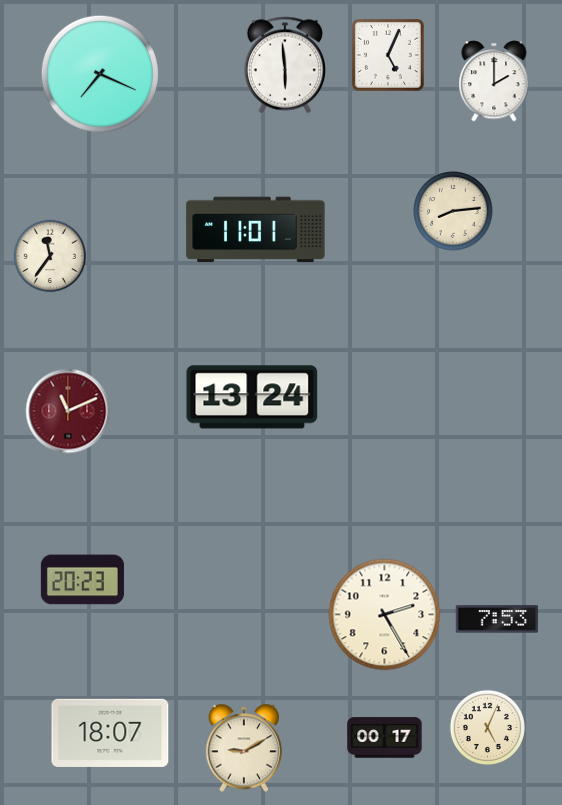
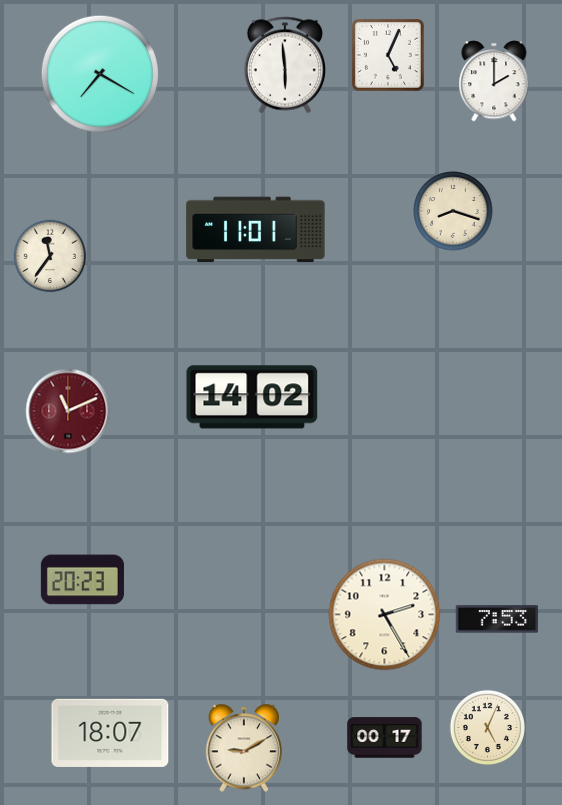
clock at (100, 74): 7:19 -> 7:20
clock at (453, 211): 8:14 -> 8:18
clock at (252, 397): 13:24 -> 14:02
